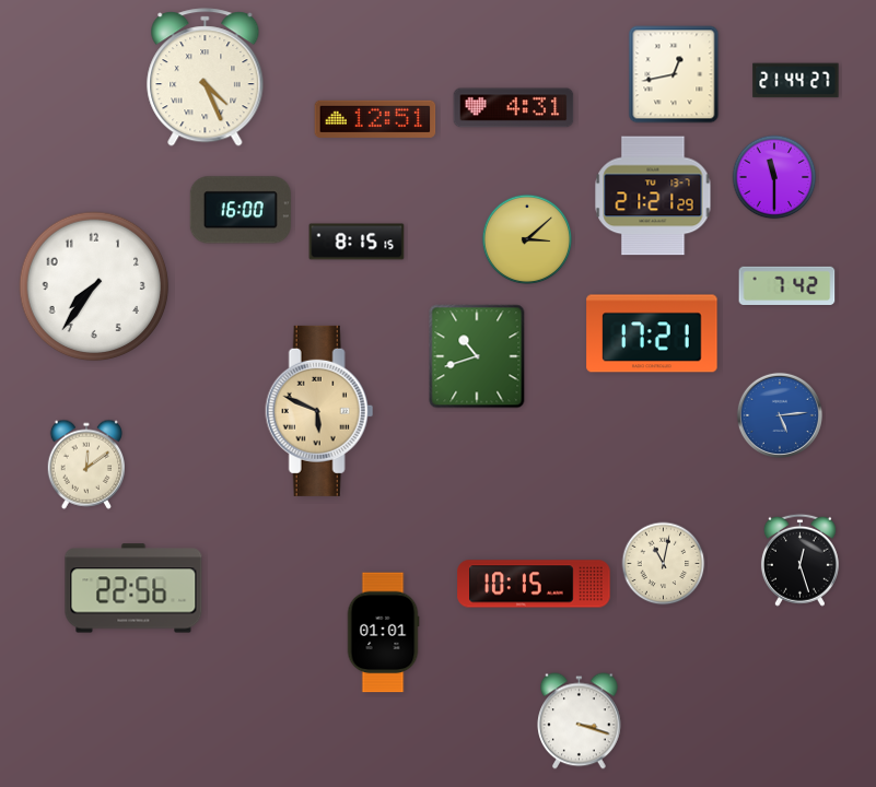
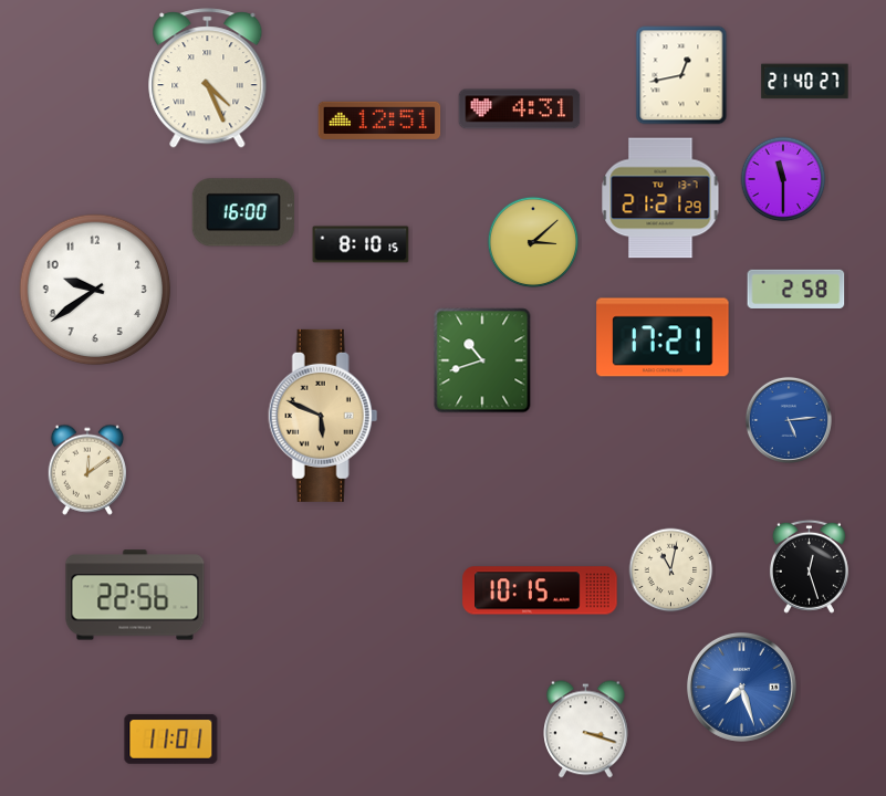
clock at (796, 81): 21:44 -> 21:40
clock at (357, 242): 8:15 -> 8:10
clock at (787, 285): 7:42 -> 2:58
clock at (94, 286): 7:36 -> 9:39
clock at (652, 333) position: (652, 333) -> (663, 337)
clock at (383, 633): 01:01 -> none
clock at (741, 687): none -> 7:27
clock at (171, 739): none -> 11:01
